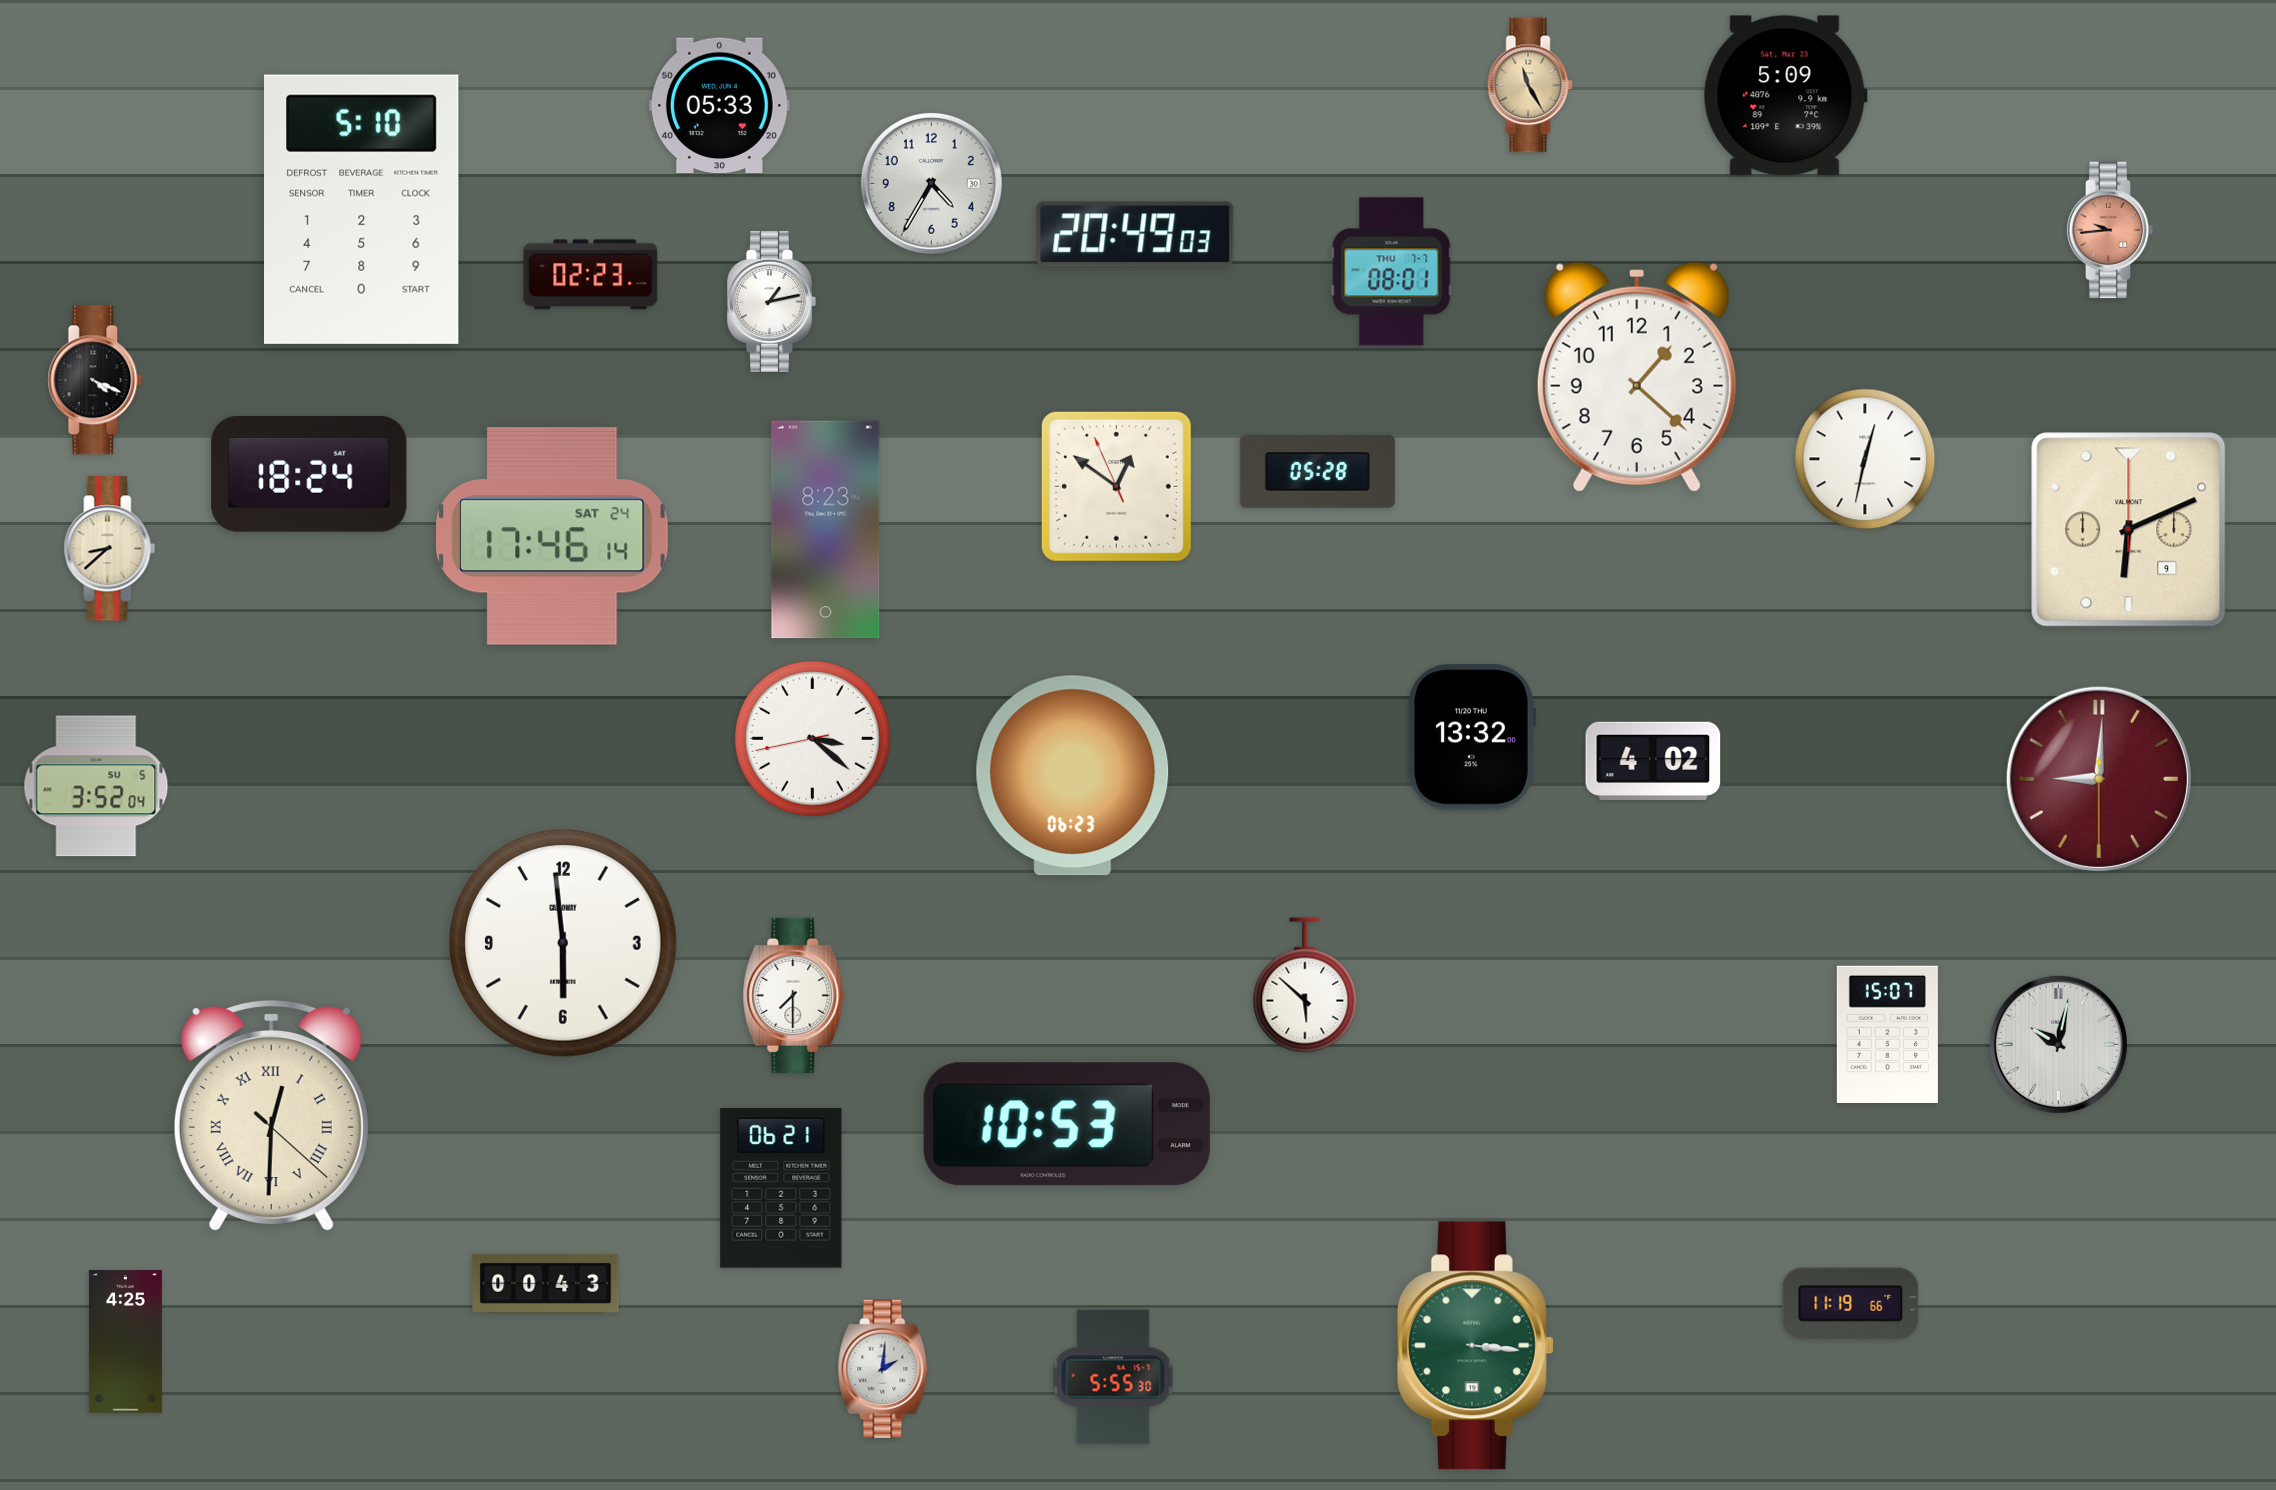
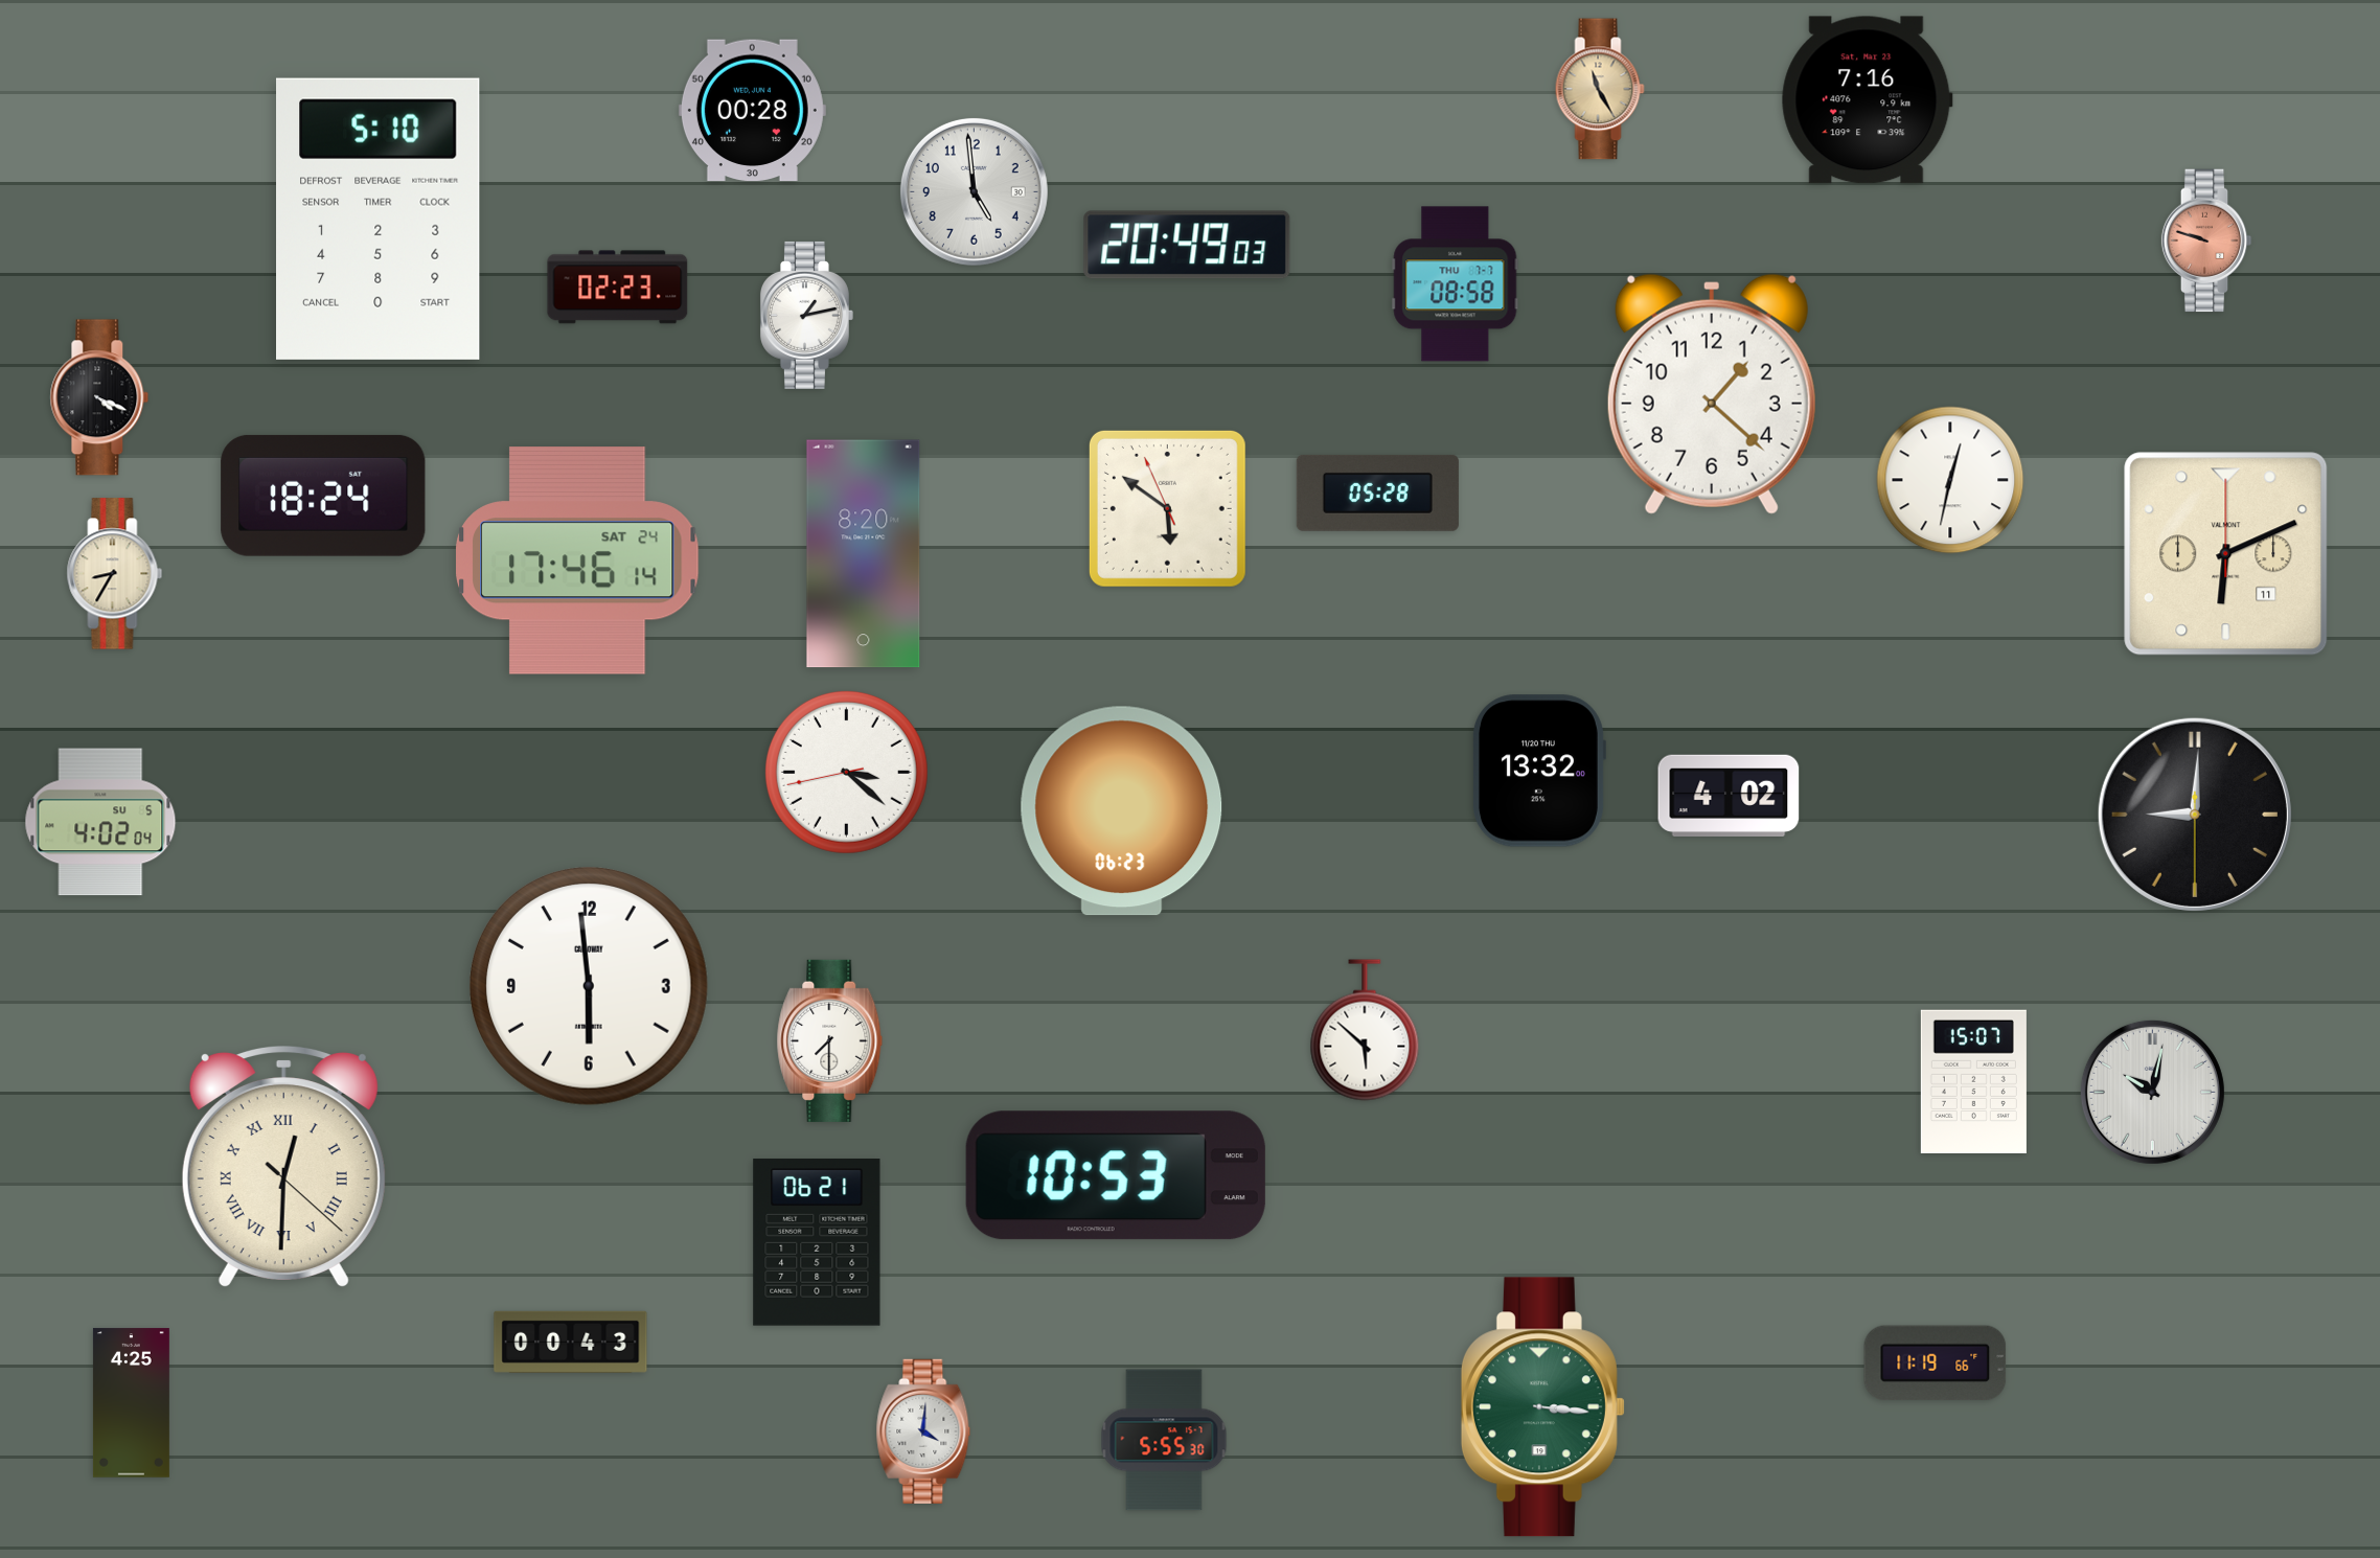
clock at (1785, 96): 5:09 -> 7:16
clock at (719, 106): 05:33 -> 00:28
clock at (931, 183): 4:35 -> 4:59
clock at (2110, 230): 9:44 -> 9:48
clock at (1392, 272): 08:01 -> 08:58
clock at (1116, 486): 12:50 -> 5:50
clock at (826, 530): 8:23 -> 8:20
clock at (2129, 530) date: 9 -> 11
clock at (110, 549): 8:38 -> 8:35
clock at (812, 738) position: (812, 738) -> (846, 772)
clock at (2099, 779) dial: burgundy -> black
clock at (96, 786): 3:52 -> 4:02
clock at (883, 1369): 2:01 -> 4:01
